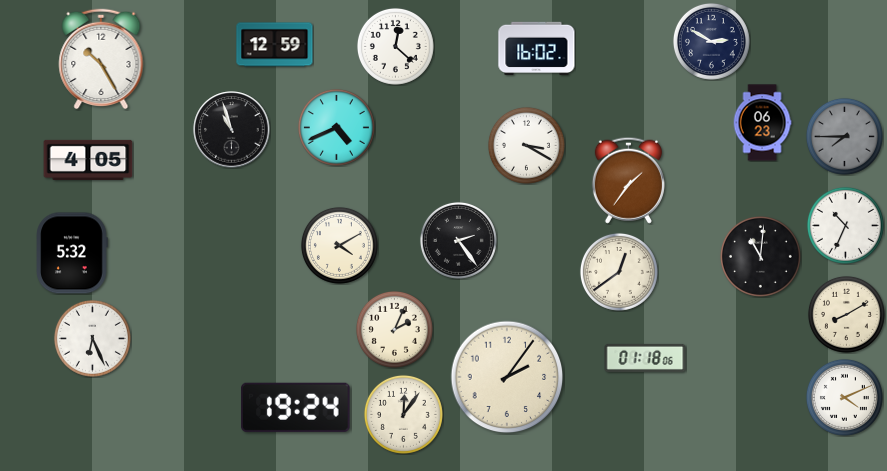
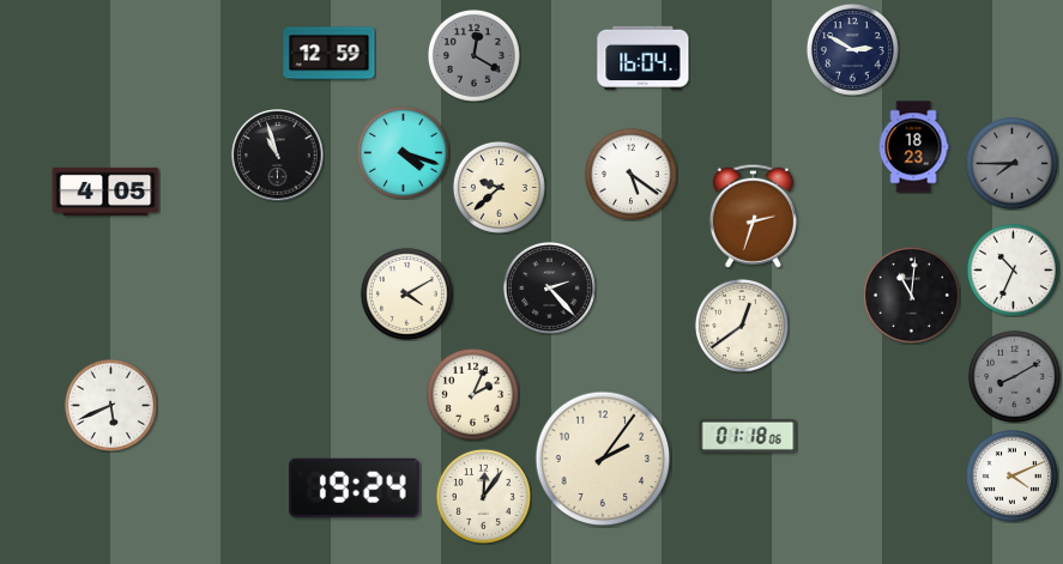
clock at (395, 46): 12:22 -> 12:20
clock at (395, 46) dial: white -> grey
clock at (537, 49): 16:02 -> 16:04
clock at (101, 59): 10:25 -> none
clock at (762, 123): 06:23 -> 18:23
clock at (336, 127): 4:41 -> 4:18
clock at (526, 145): 3:20 -> 5:21
clock at (499, 187): none -> 9:38
clock at (628, 180): 1:36 -> 2:33
clock at (458, 240): 2:24 -> 2:23
clock at (72, 253): 5:32 -> none
clock at (760, 256) position: (760, 256) -> (911, 295)
clock at (846, 314) dial: cream -> grey
clock at (92, 338): 6:26 -> 5:41
clock at (645, 358) position: (645, 358) -> (748, 436)
clock at (507, 377) position: (507, 377) -> (603, 459)
